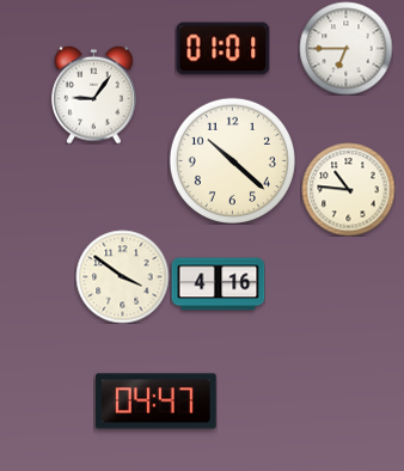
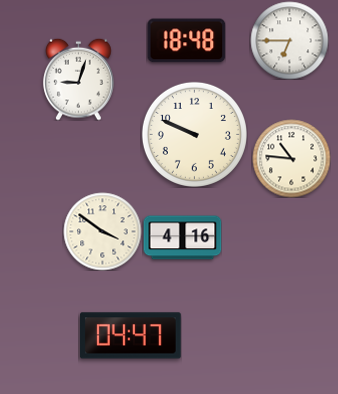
clock at (222, 49): 01:01 -> 18:48
clock at (94, 94): 9:06 -> 9:03
clock at (232, 160): 10:22 -> 9:49
